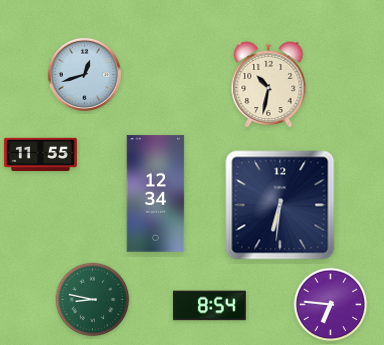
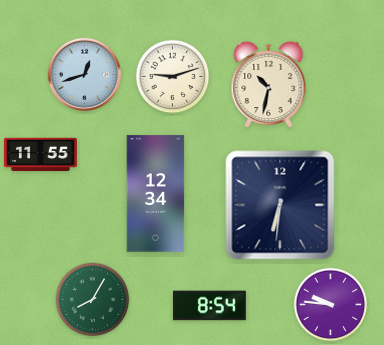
clock at (173, 77): none -> 9:12
clock at (93, 300): 8:47 -> 8:05
clock at (331, 305): 6:46 -> 9:46
